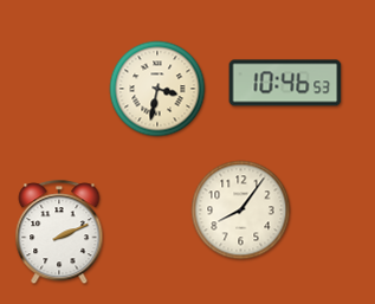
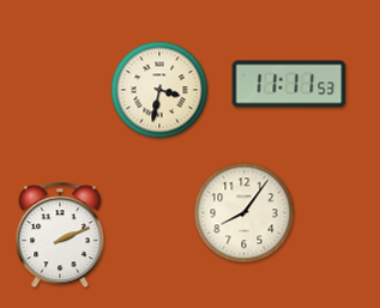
clock at (285, 83): 10:46 -> 11:11
